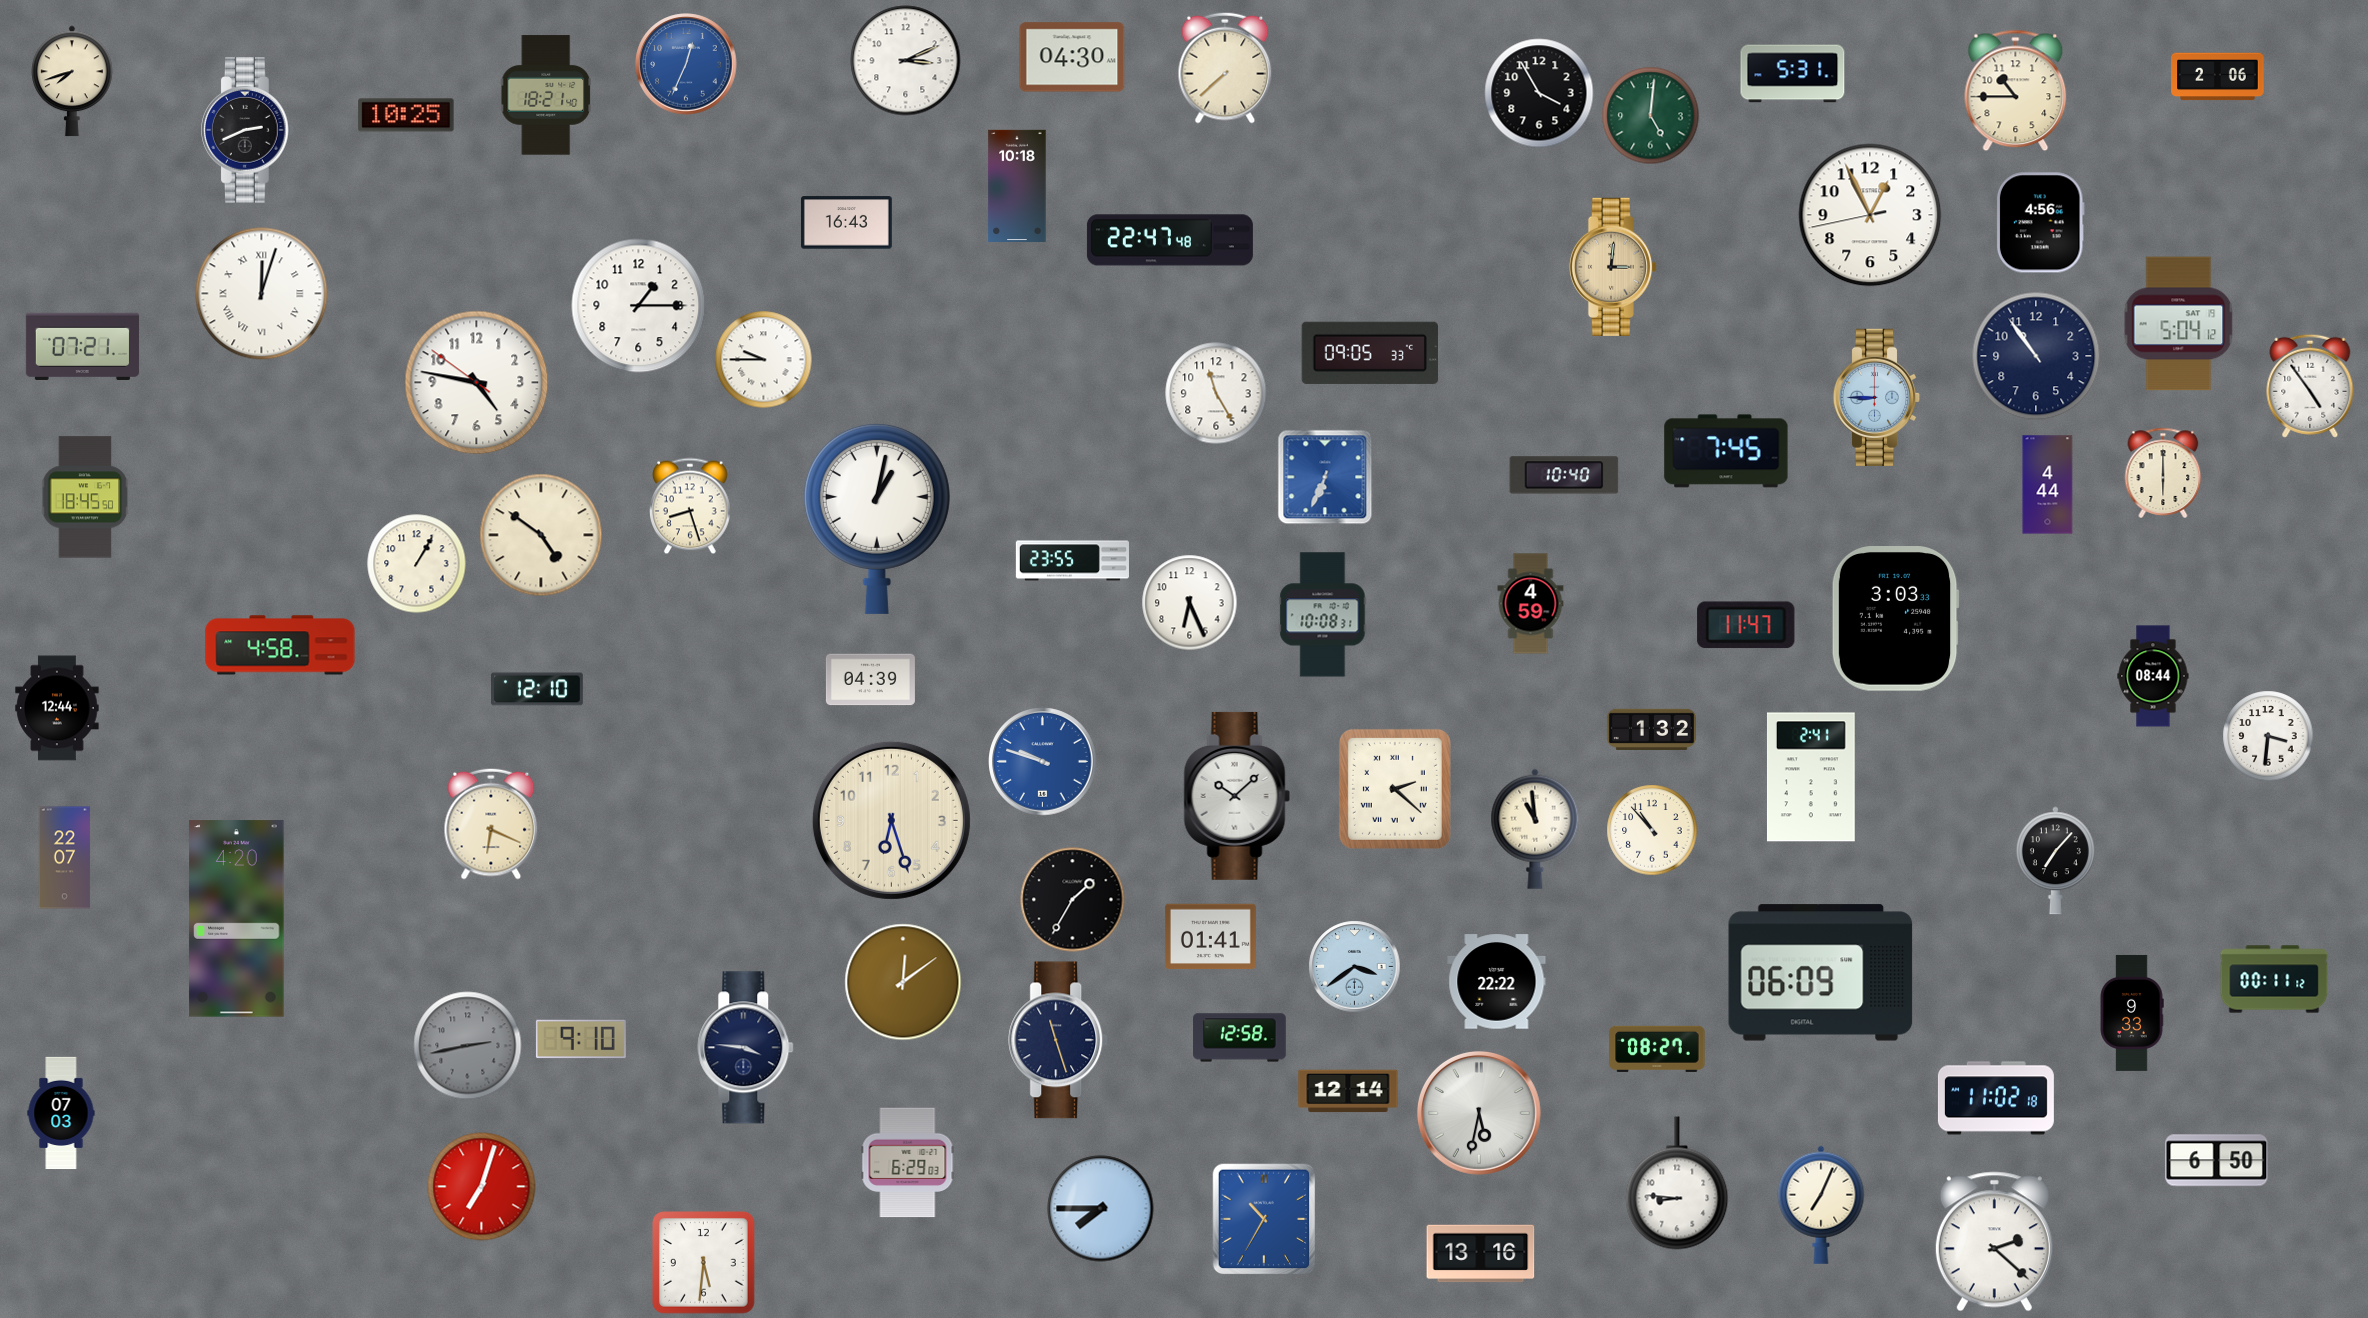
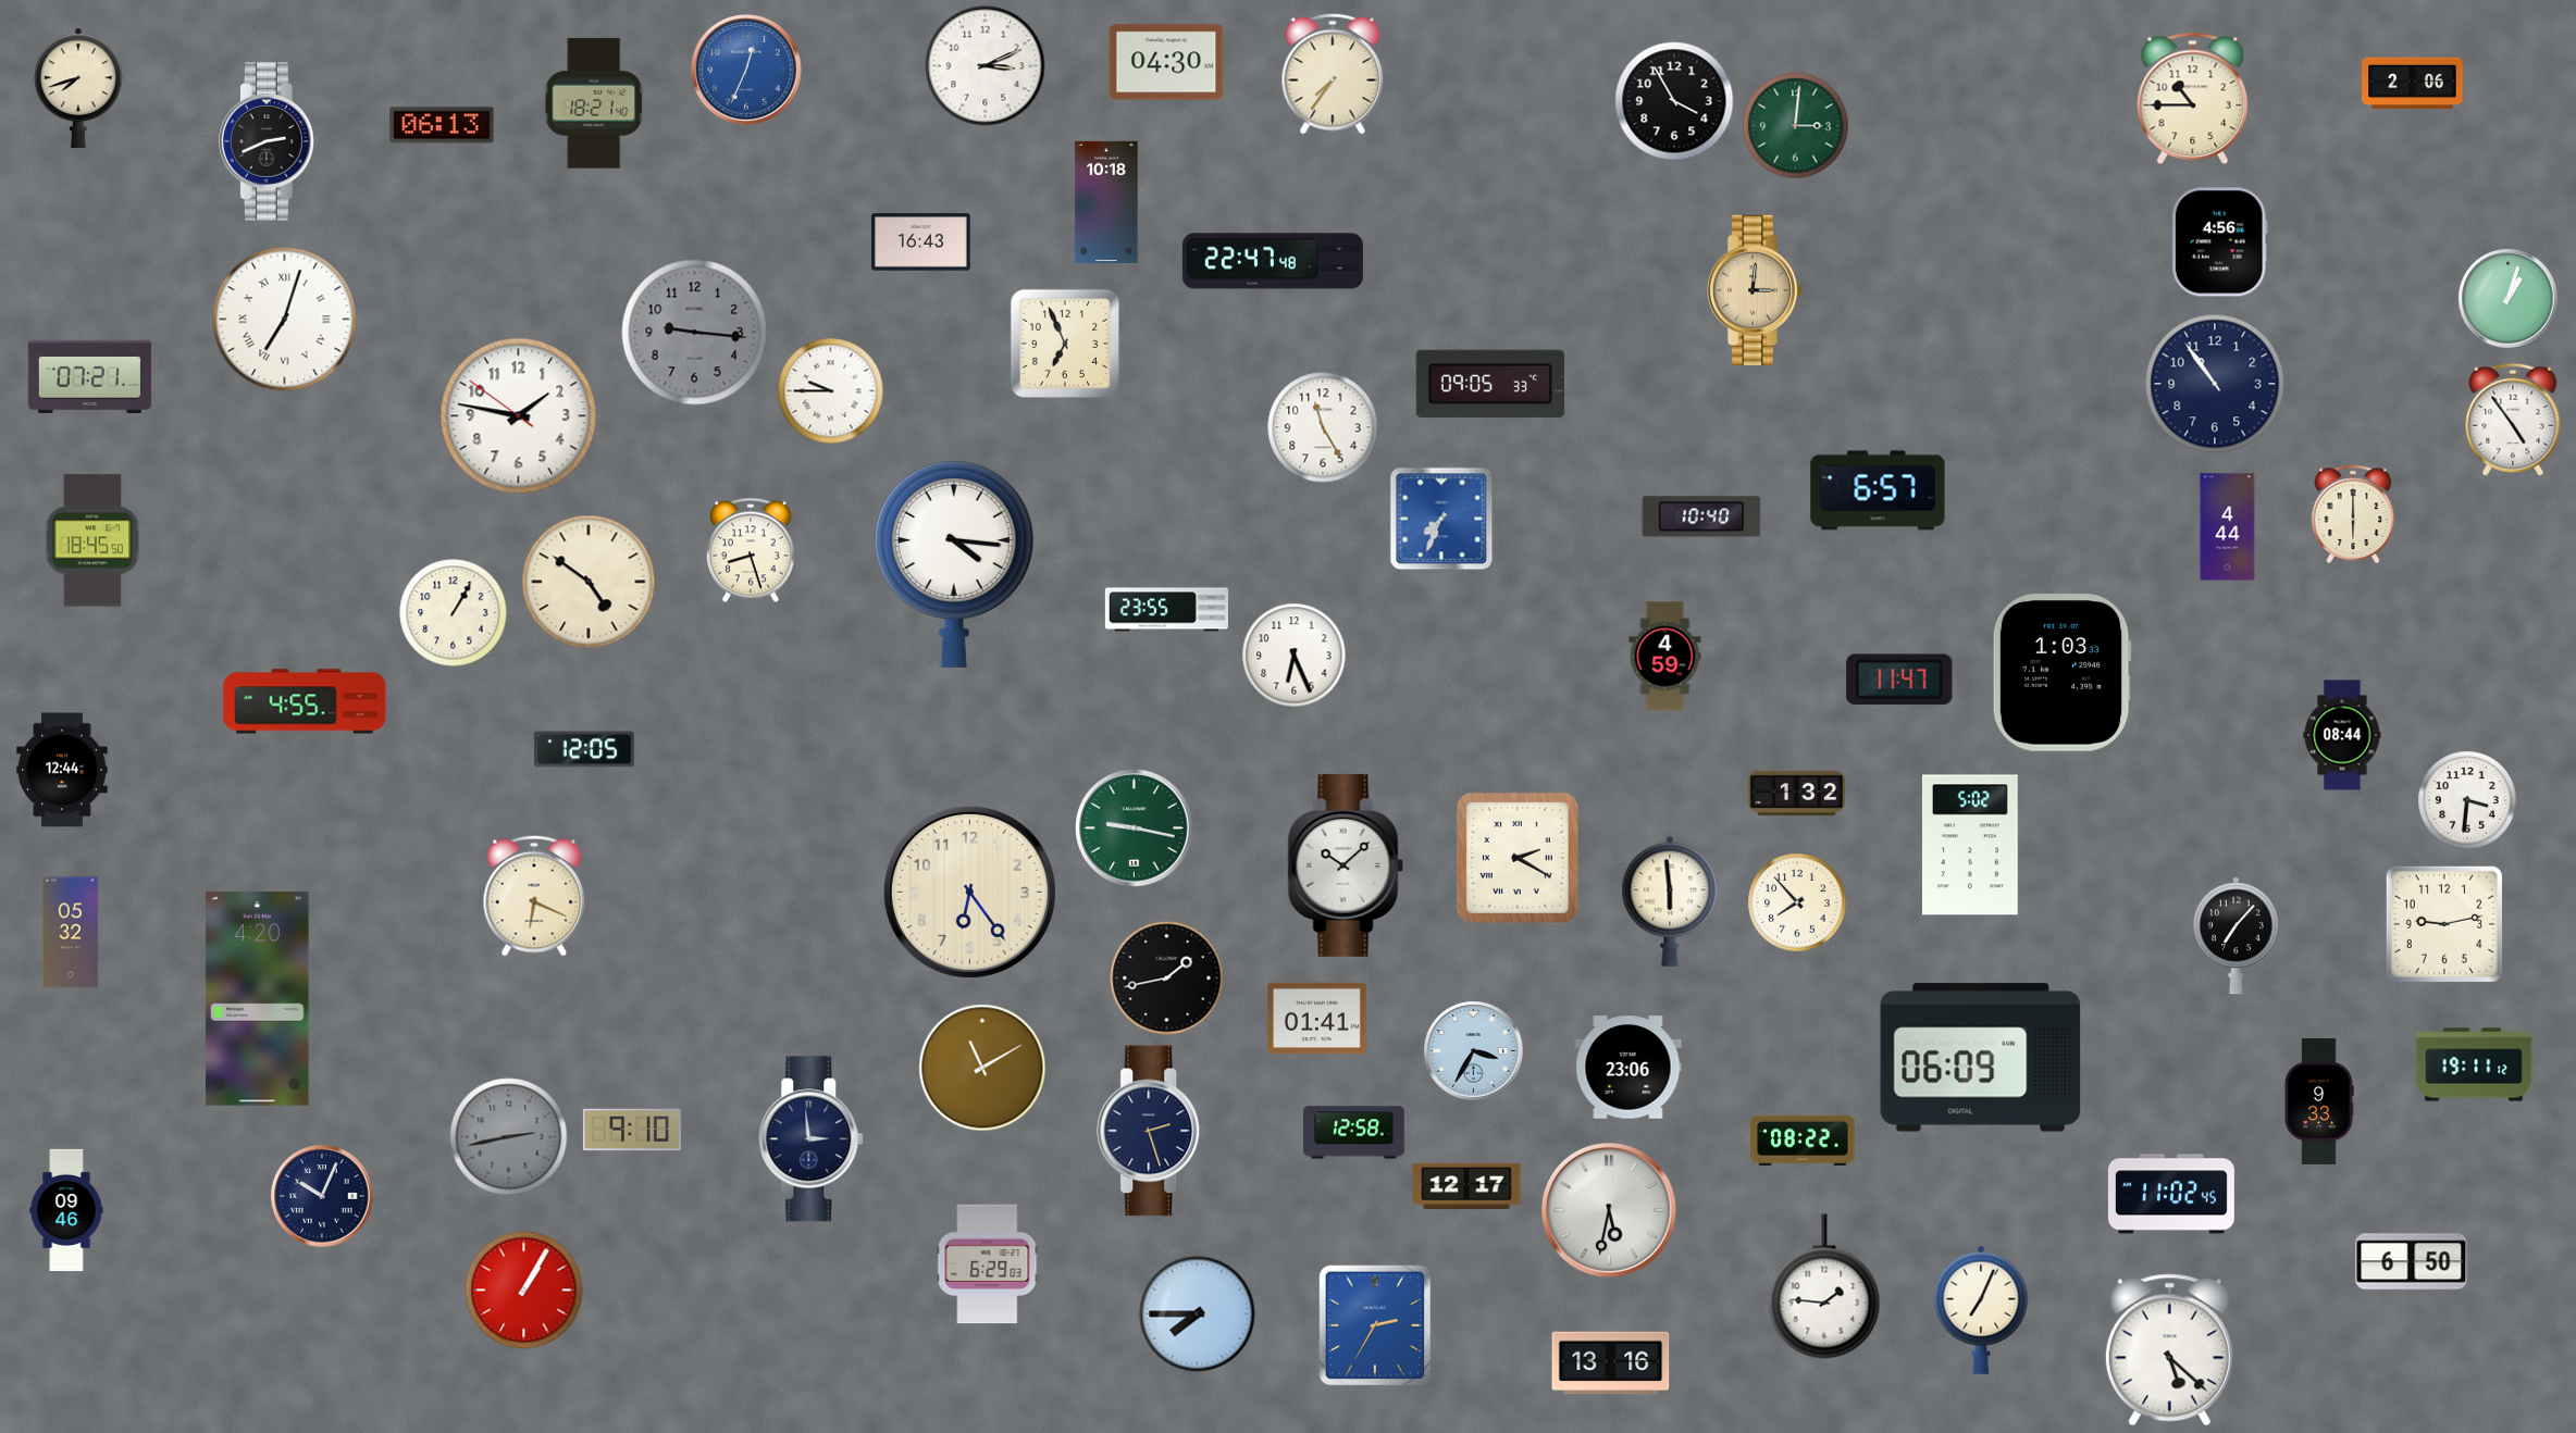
clock at (1225, 68): 7:38 -> 7:36
clock at (1793, 74): 5:31 -> none
clock at (406, 115): 10:25 -> 06:13
clock at (1651, 116): 5:01 -> 3:01
clock at (1870, 215): 12:55 -> none
clock at (2509, 299): none -> 1:03
clock at (262, 294): 12:03 -> 7:03
clock at (639, 306): 1:15 -> 9:16
clock at (639, 306) dial: white -> grey
clock at (1065, 344): none -> 6:56
clock at (2179, 324): 5:04 -> none
clock at (2036, 356) position: (2036, 356) -> (2215, 384)
clock at (477, 383): 4:46 -> 1:46
clock at (1877, 397): 8:45 -> none
clock at (1726, 451): 7:45 -> 6:57
clock at (1325, 477): 6:34 -> 7:34
clock at (877, 518): 1:02 -> 4:16
clock at (1323, 615): 10:08 -> none
clock at (1895, 619): 3:03 -> 1:03
clock at (280, 645): 4:58 -> 4:55
clock at (870, 680): 04:39 -> none
clock at (538, 689): 12:10 -> 12:05
clock at (1043, 762): 9:48 -> 9:17
clock at (1043, 762) dial: blue -> green
clock at (1811, 777): 2:41 -> 5:02
clock at (1395, 789): 2:22 -> 2:20
clock at (891, 820): 6:27 -> 6:24
clock at (1535, 829): 10:59 -> 5:59
clock at (1652, 830): 10:53 -> 7:53
clock at (2444, 924): none -> 9:13
clock at (65, 858): 22:07 -> 05:32
clock at (1073, 900): 1:35 -> 1:43
clock at (1355, 967): 3:39 -> 3:35
clock at (2274, 979): 00:11 -> 19:11
clock at (903, 982): 12:09 -> 11:10
clock at (1497, 982): 22:22 -> 23:06
clock at (1240, 1038) position: (1240, 1038) -> (1354, 1133)
clock at (1059, 1040): 11:27 -> 2:27
clock at (746, 1048): 3:46 -> 2:59
clock at (1657, 1049): 08:27 -> 08:22
clock at (1348, 1091): 12:14 -> 12:17
clock at (1996, 1098): 11:02:18 -> 11:02:45
clock at (322, 1196): none -> 10:04
clock at (61, 1113): 07:03 -> 09:46
clock at (1677, 1183): 8:46 -> 1:46
clock at (482, 1187): 7:03 -> 1:05
clock at (1264, 1219): 10:35 -> 2:35
clock at (1994, 1242): 2:22 -> 5:22
clock at (704, 1263): 5:31 -> none
